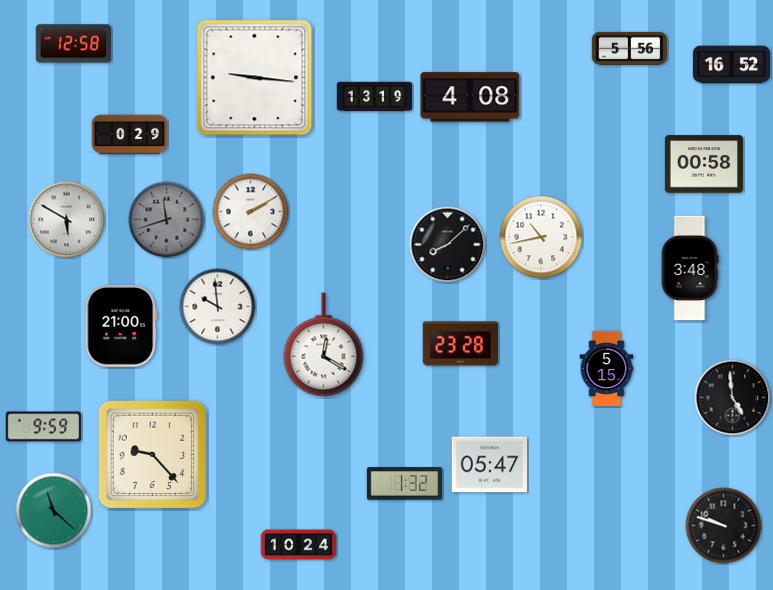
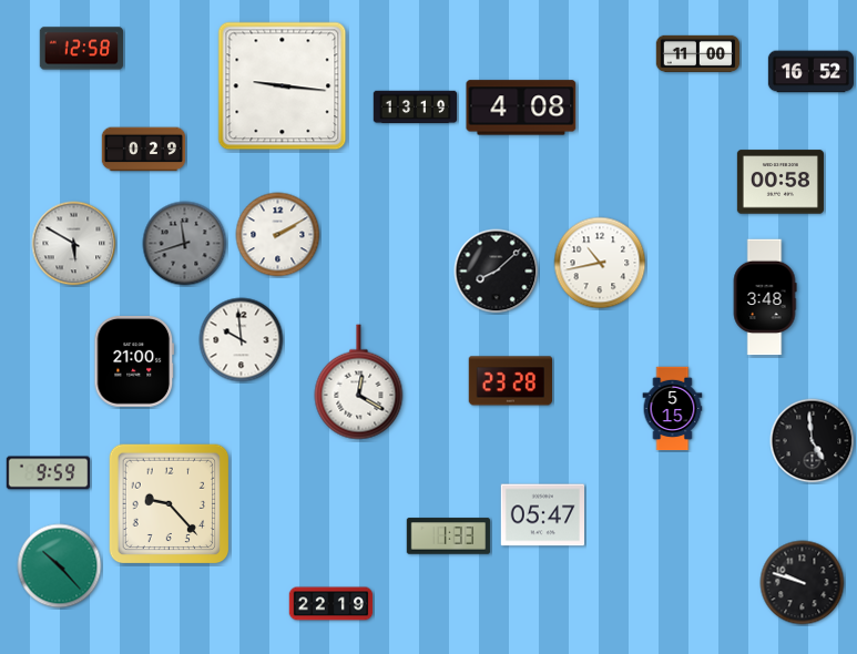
clock at (630, 48): 5:56 -> 11:00
clock at (405, 484): 1:32 -> 1:33
clock at (54, 511): 11:22 -> 10:23
clock at (299, 545): 10:24 -> 22:19
